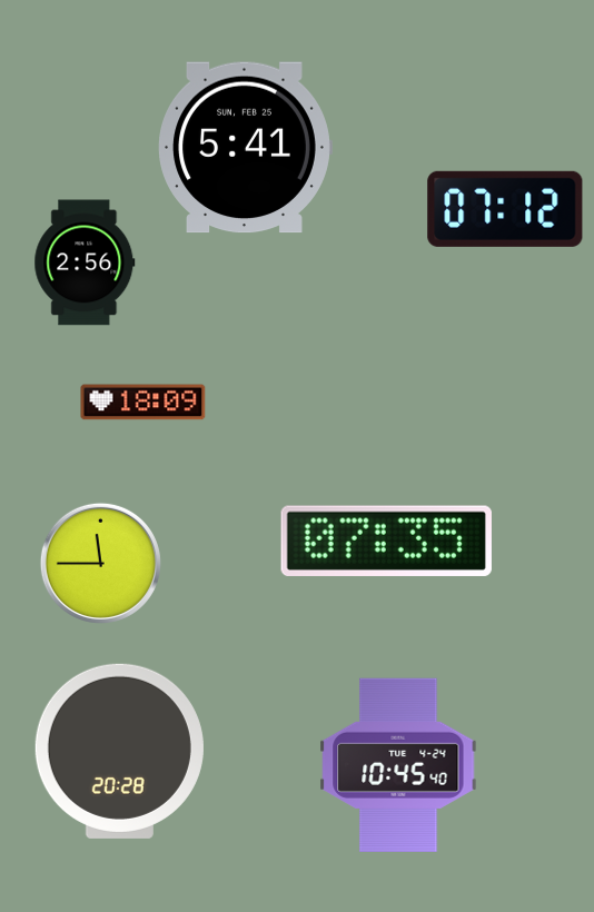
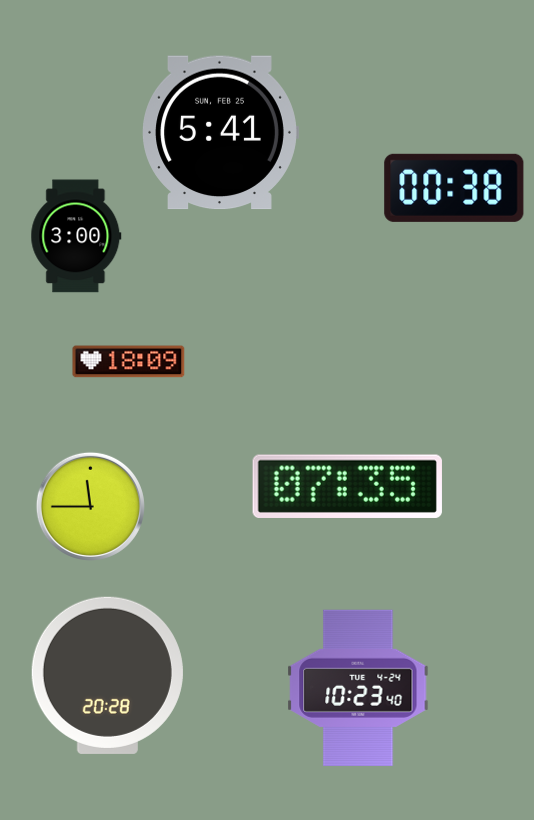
clock at (505, 209): 07:12 -> 00:38
clock at (85, 262): 2:56 -> 3:00
clock at (398, 765): 10:45 -> 10:23
